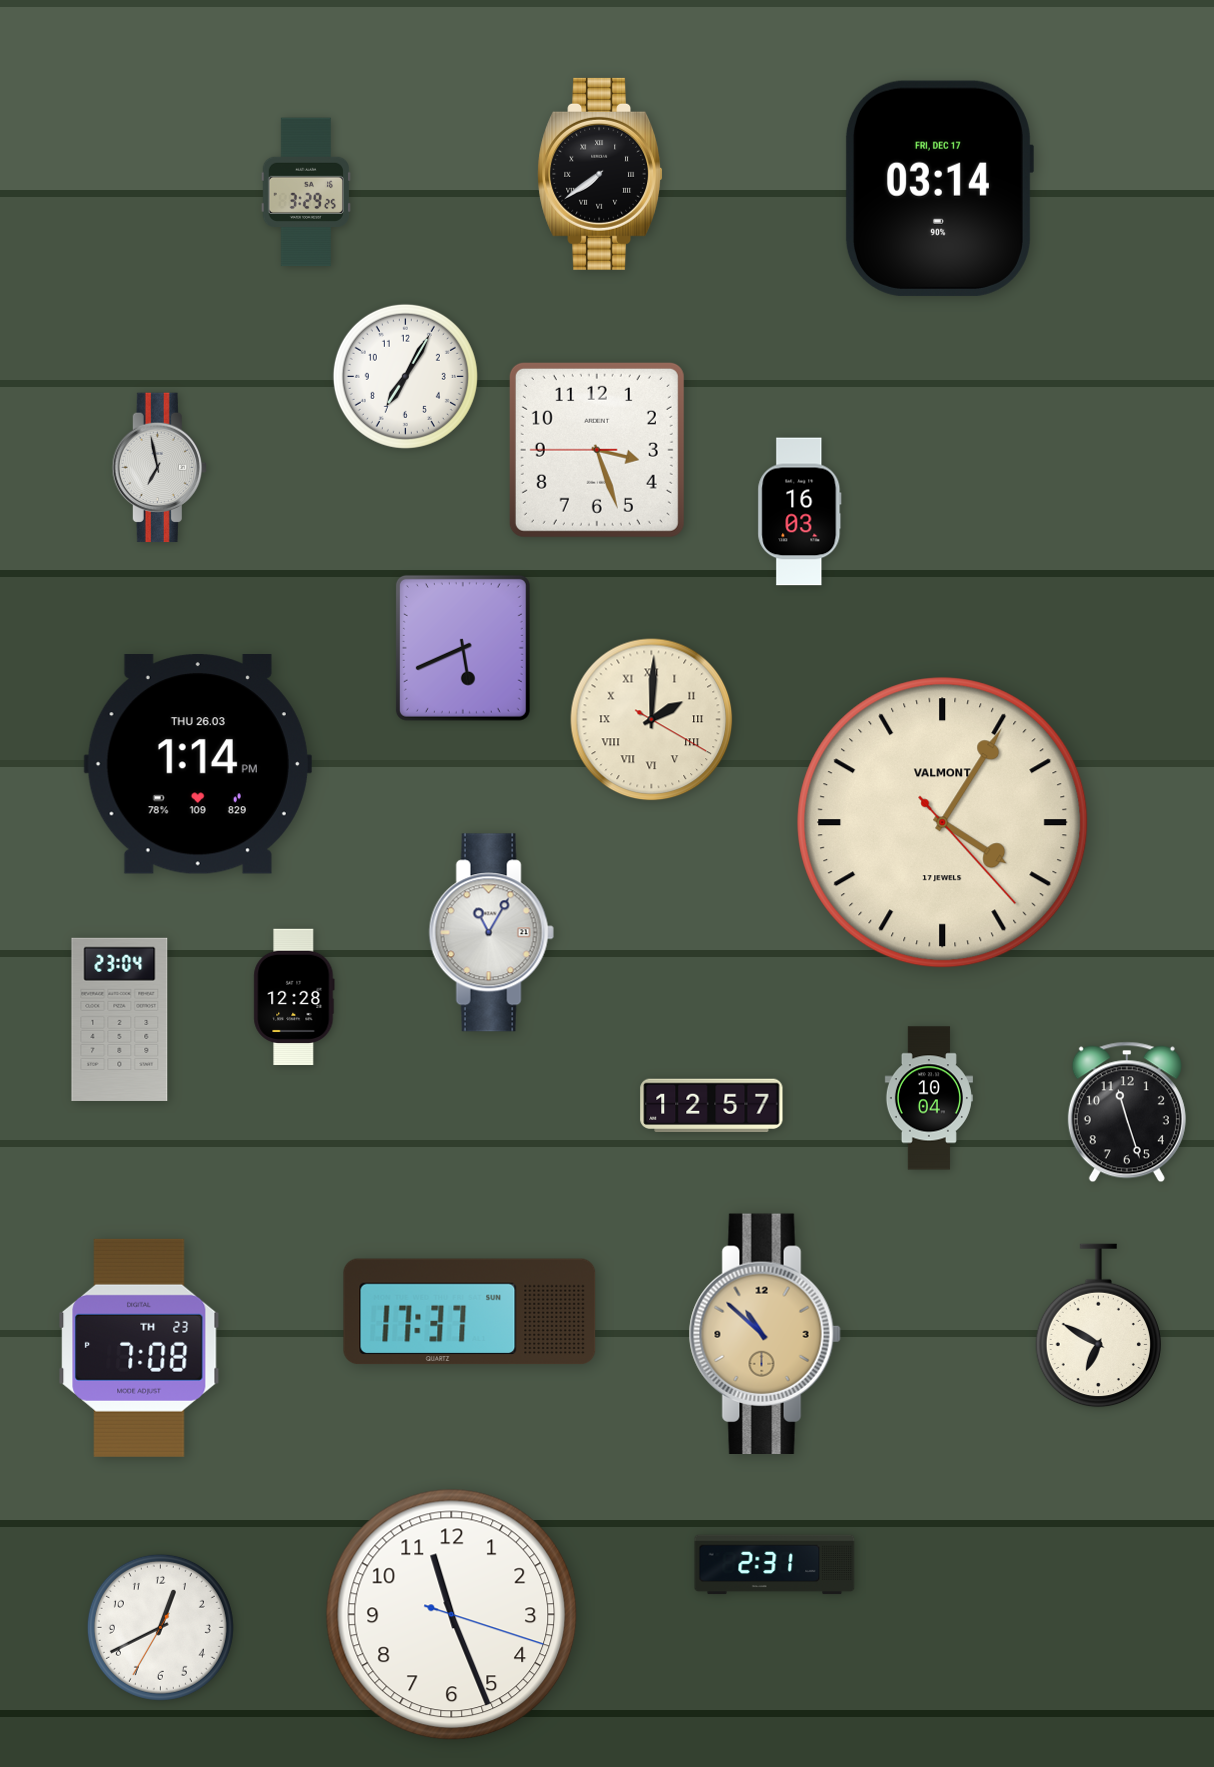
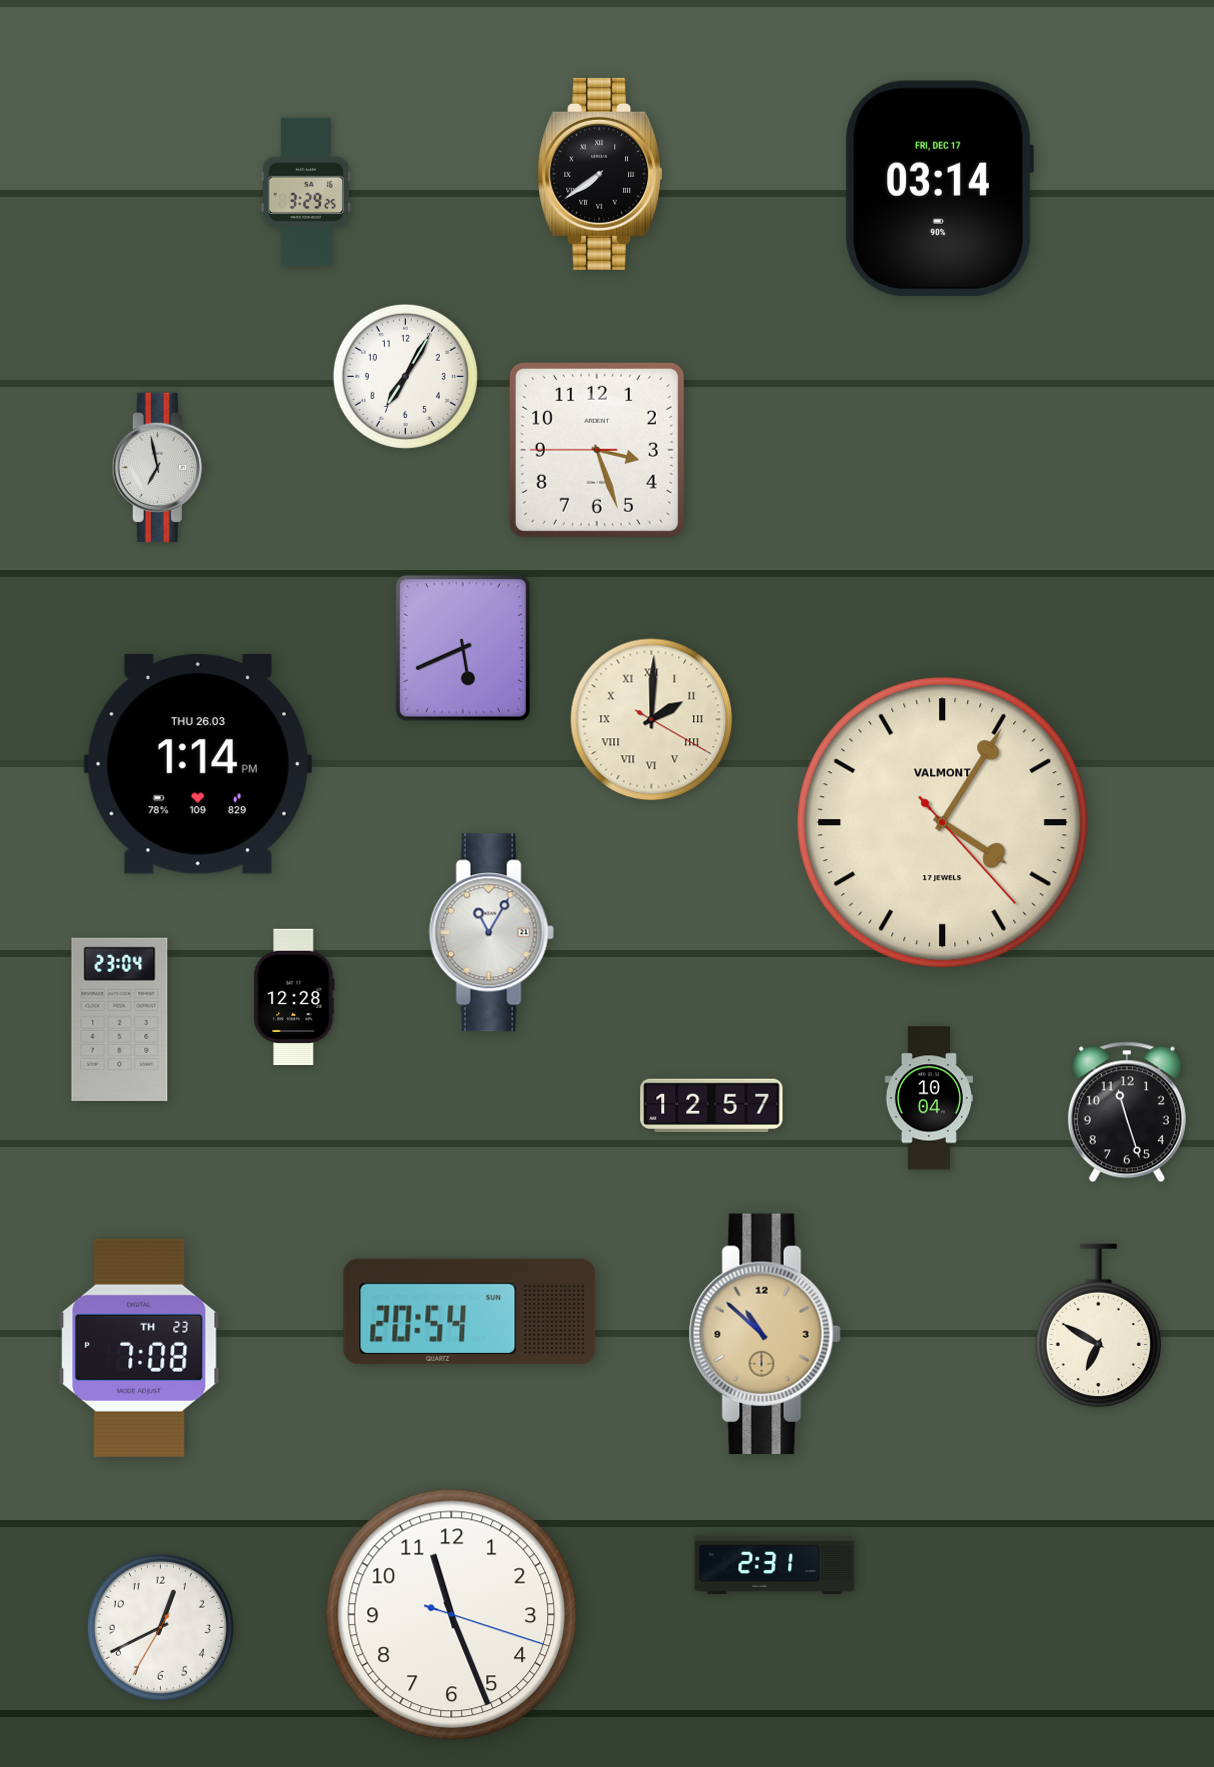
clock at (800, 512): 16:03 -> none
clock at (470, 1312): 17:37 -> 20:54
